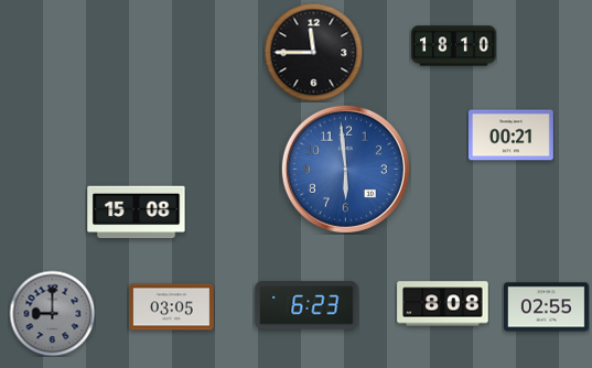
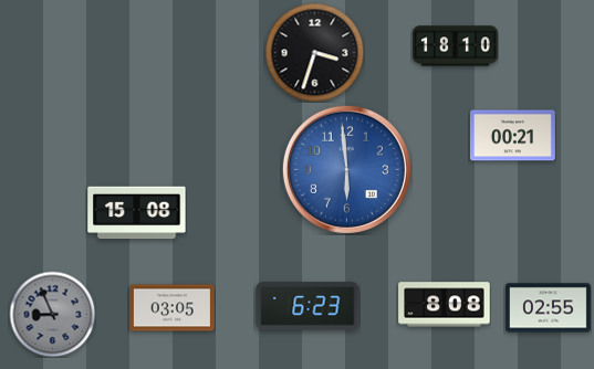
clock at (313, 52): 11:45 -> 3:33
clock at (52, 313): 9:00 -> 8:56
